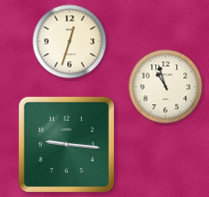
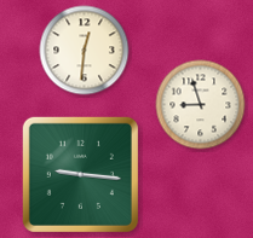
clock at (70, 42): 12:33 -> 12:31
clock at (166, 87): 10:57 -> 8:57
